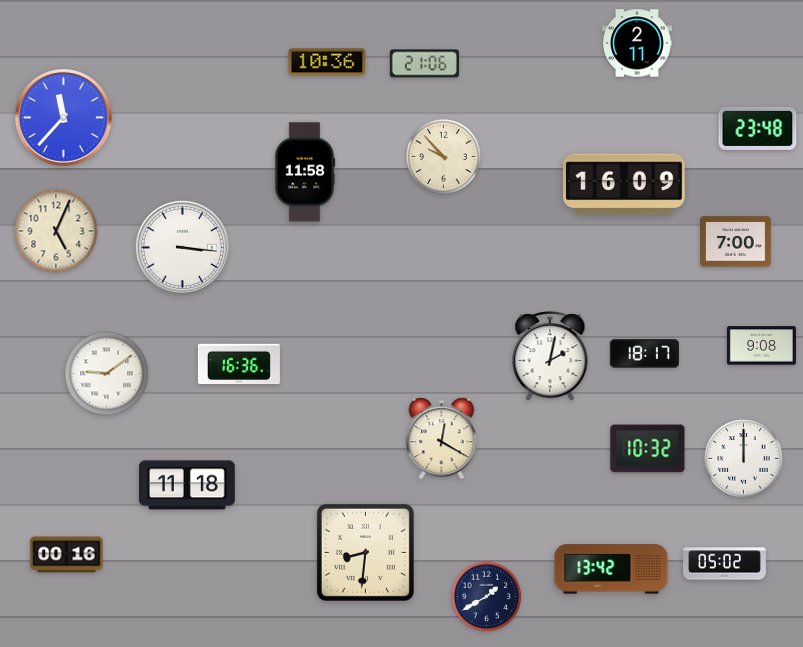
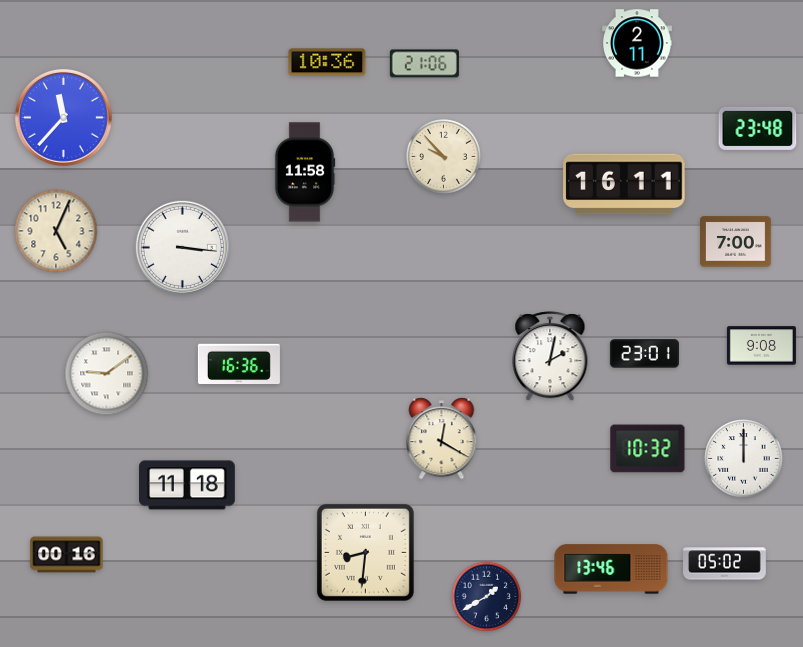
clock at (624, 184): 16:09 -> 16:11
clock at (644, 354): 18:17 -> 23:01
clock at (611, 569): 13:42 -> 13:46
